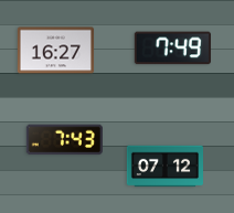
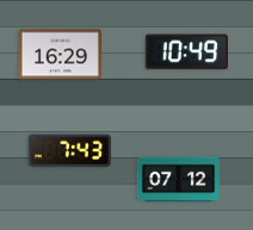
clock at (172, 49): 7:49 -> 10:49
clock at (55, 51): 16:27 -> 16:29
